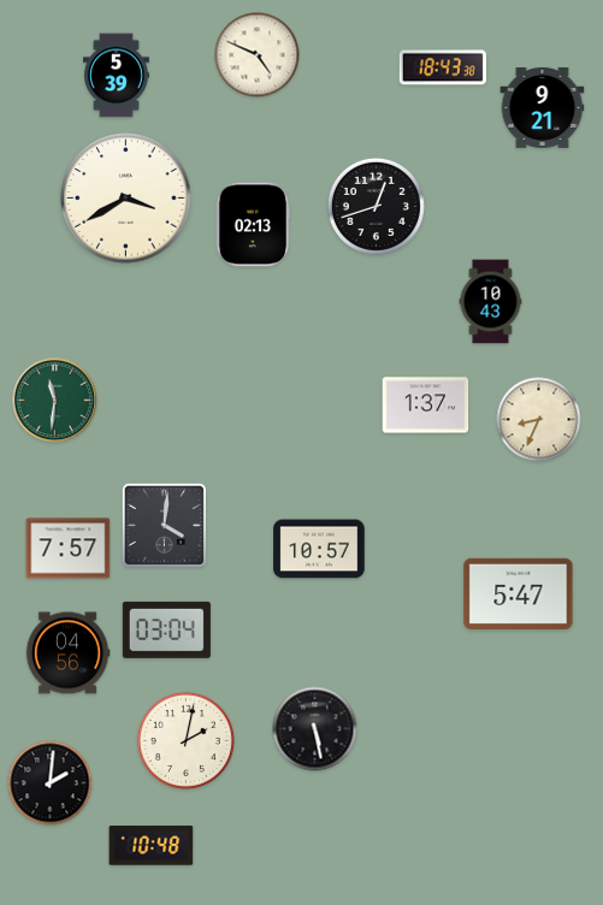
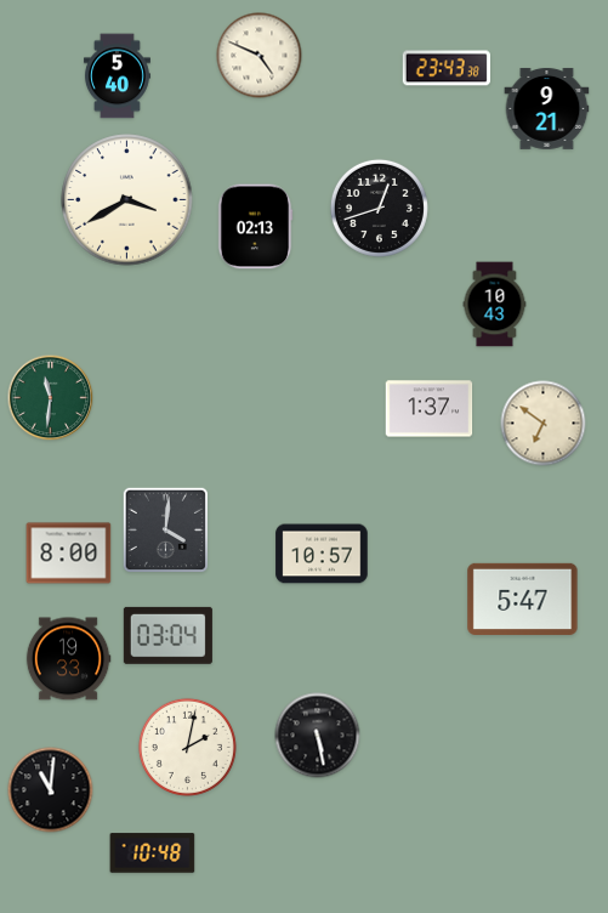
clock at (443, 67): 18:43 -> 23:43
clock at (116, 76): 5:39 -> 5:40
clock at (55, 401) position: (55, 401) -> (51, 398)
clock at (539, 420): 8:34 -> 6:51
clock at (69, 549): 7:57 -> 8:00
clock at (67, 653): 04:56 -> 19:33
clock at (51, 783): 2:01 -> 11:01
